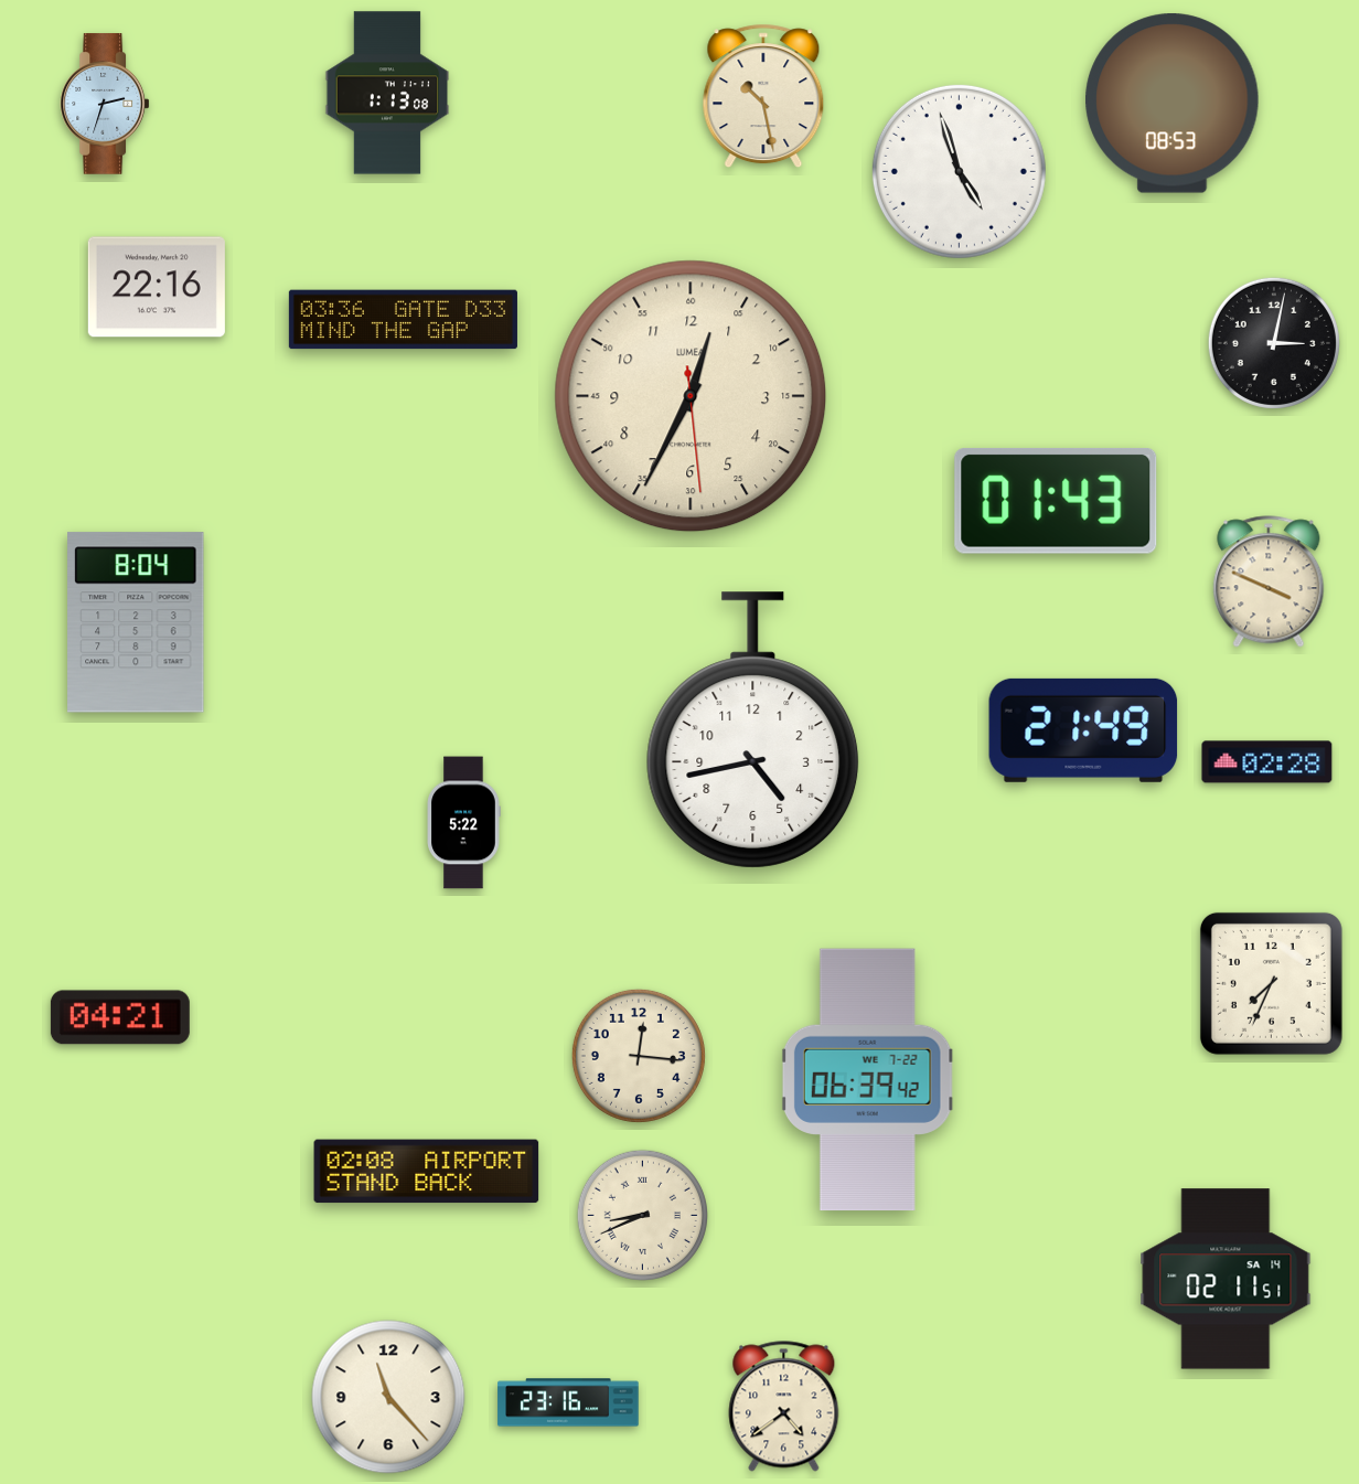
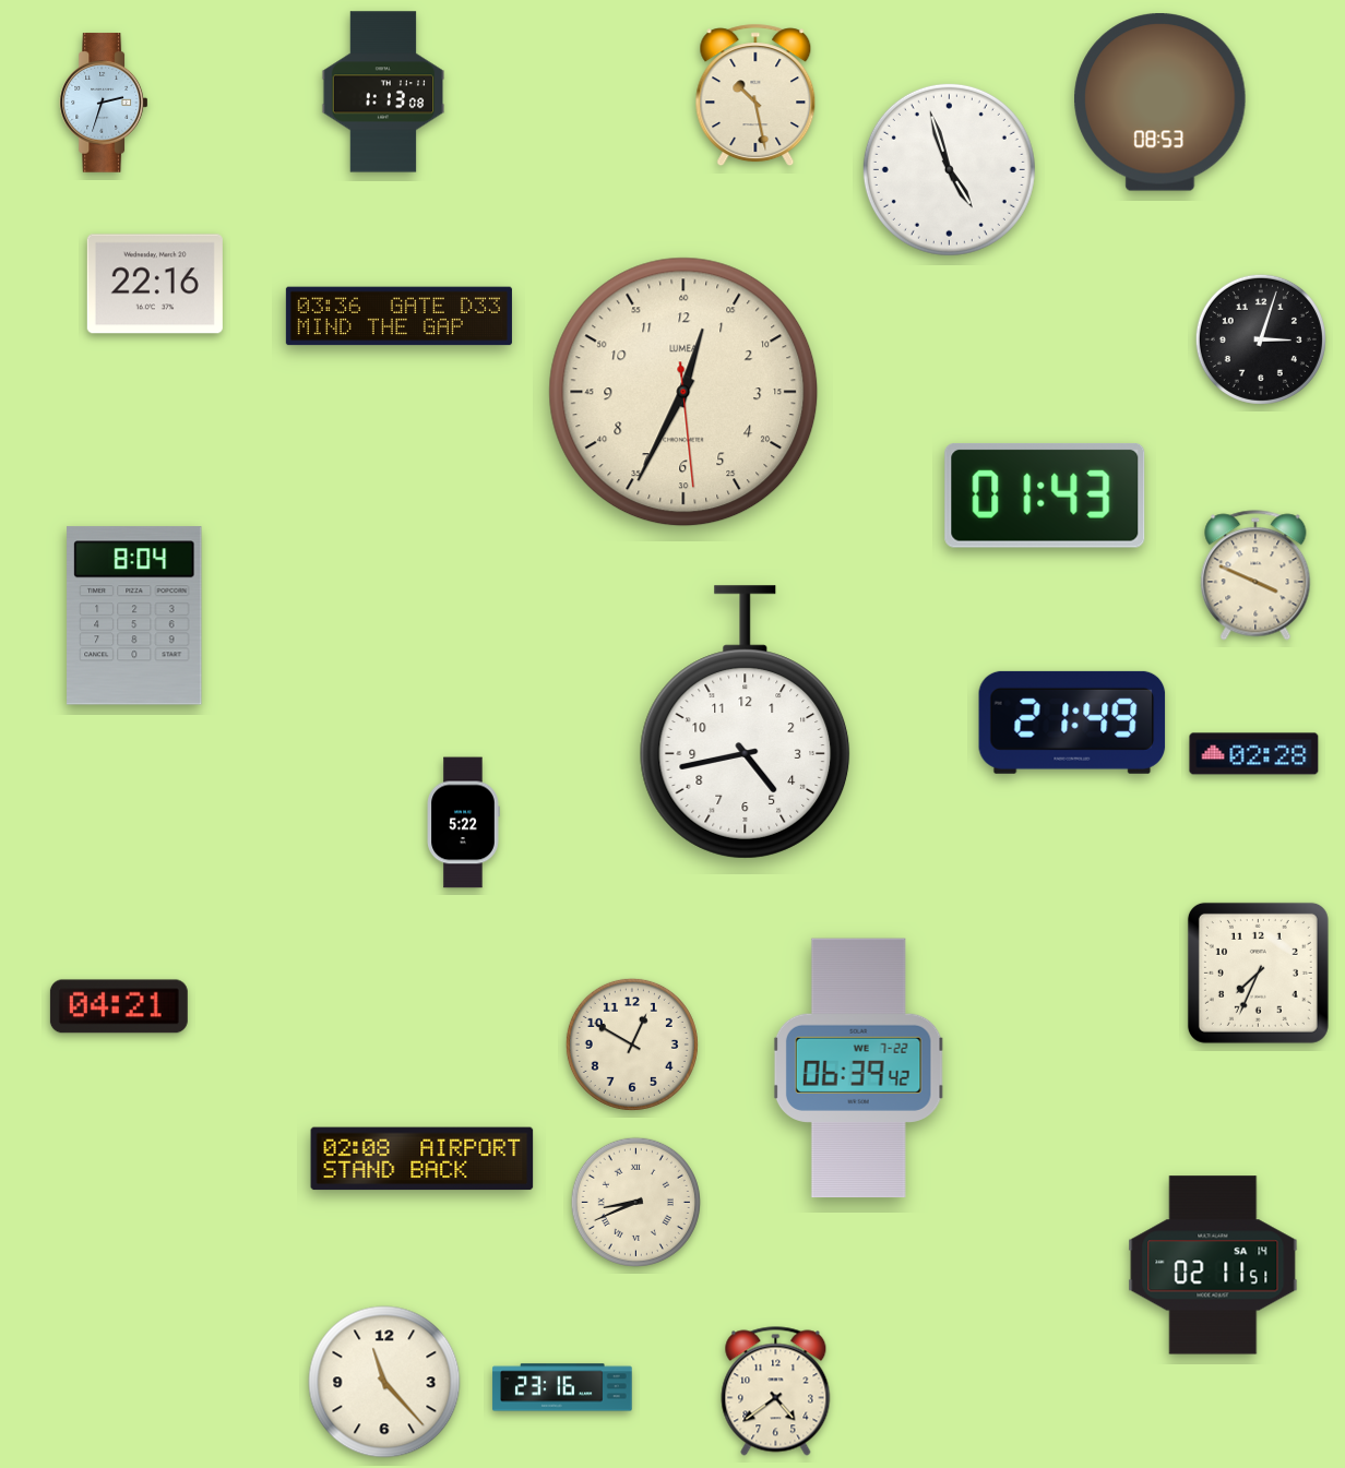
clock at (1274, 343): 3:02 -> 3:03
clock at (463, 823) position: (463, 823) -> (463, 823)
clock at (639, 1056): 12:16 -> 12:50
